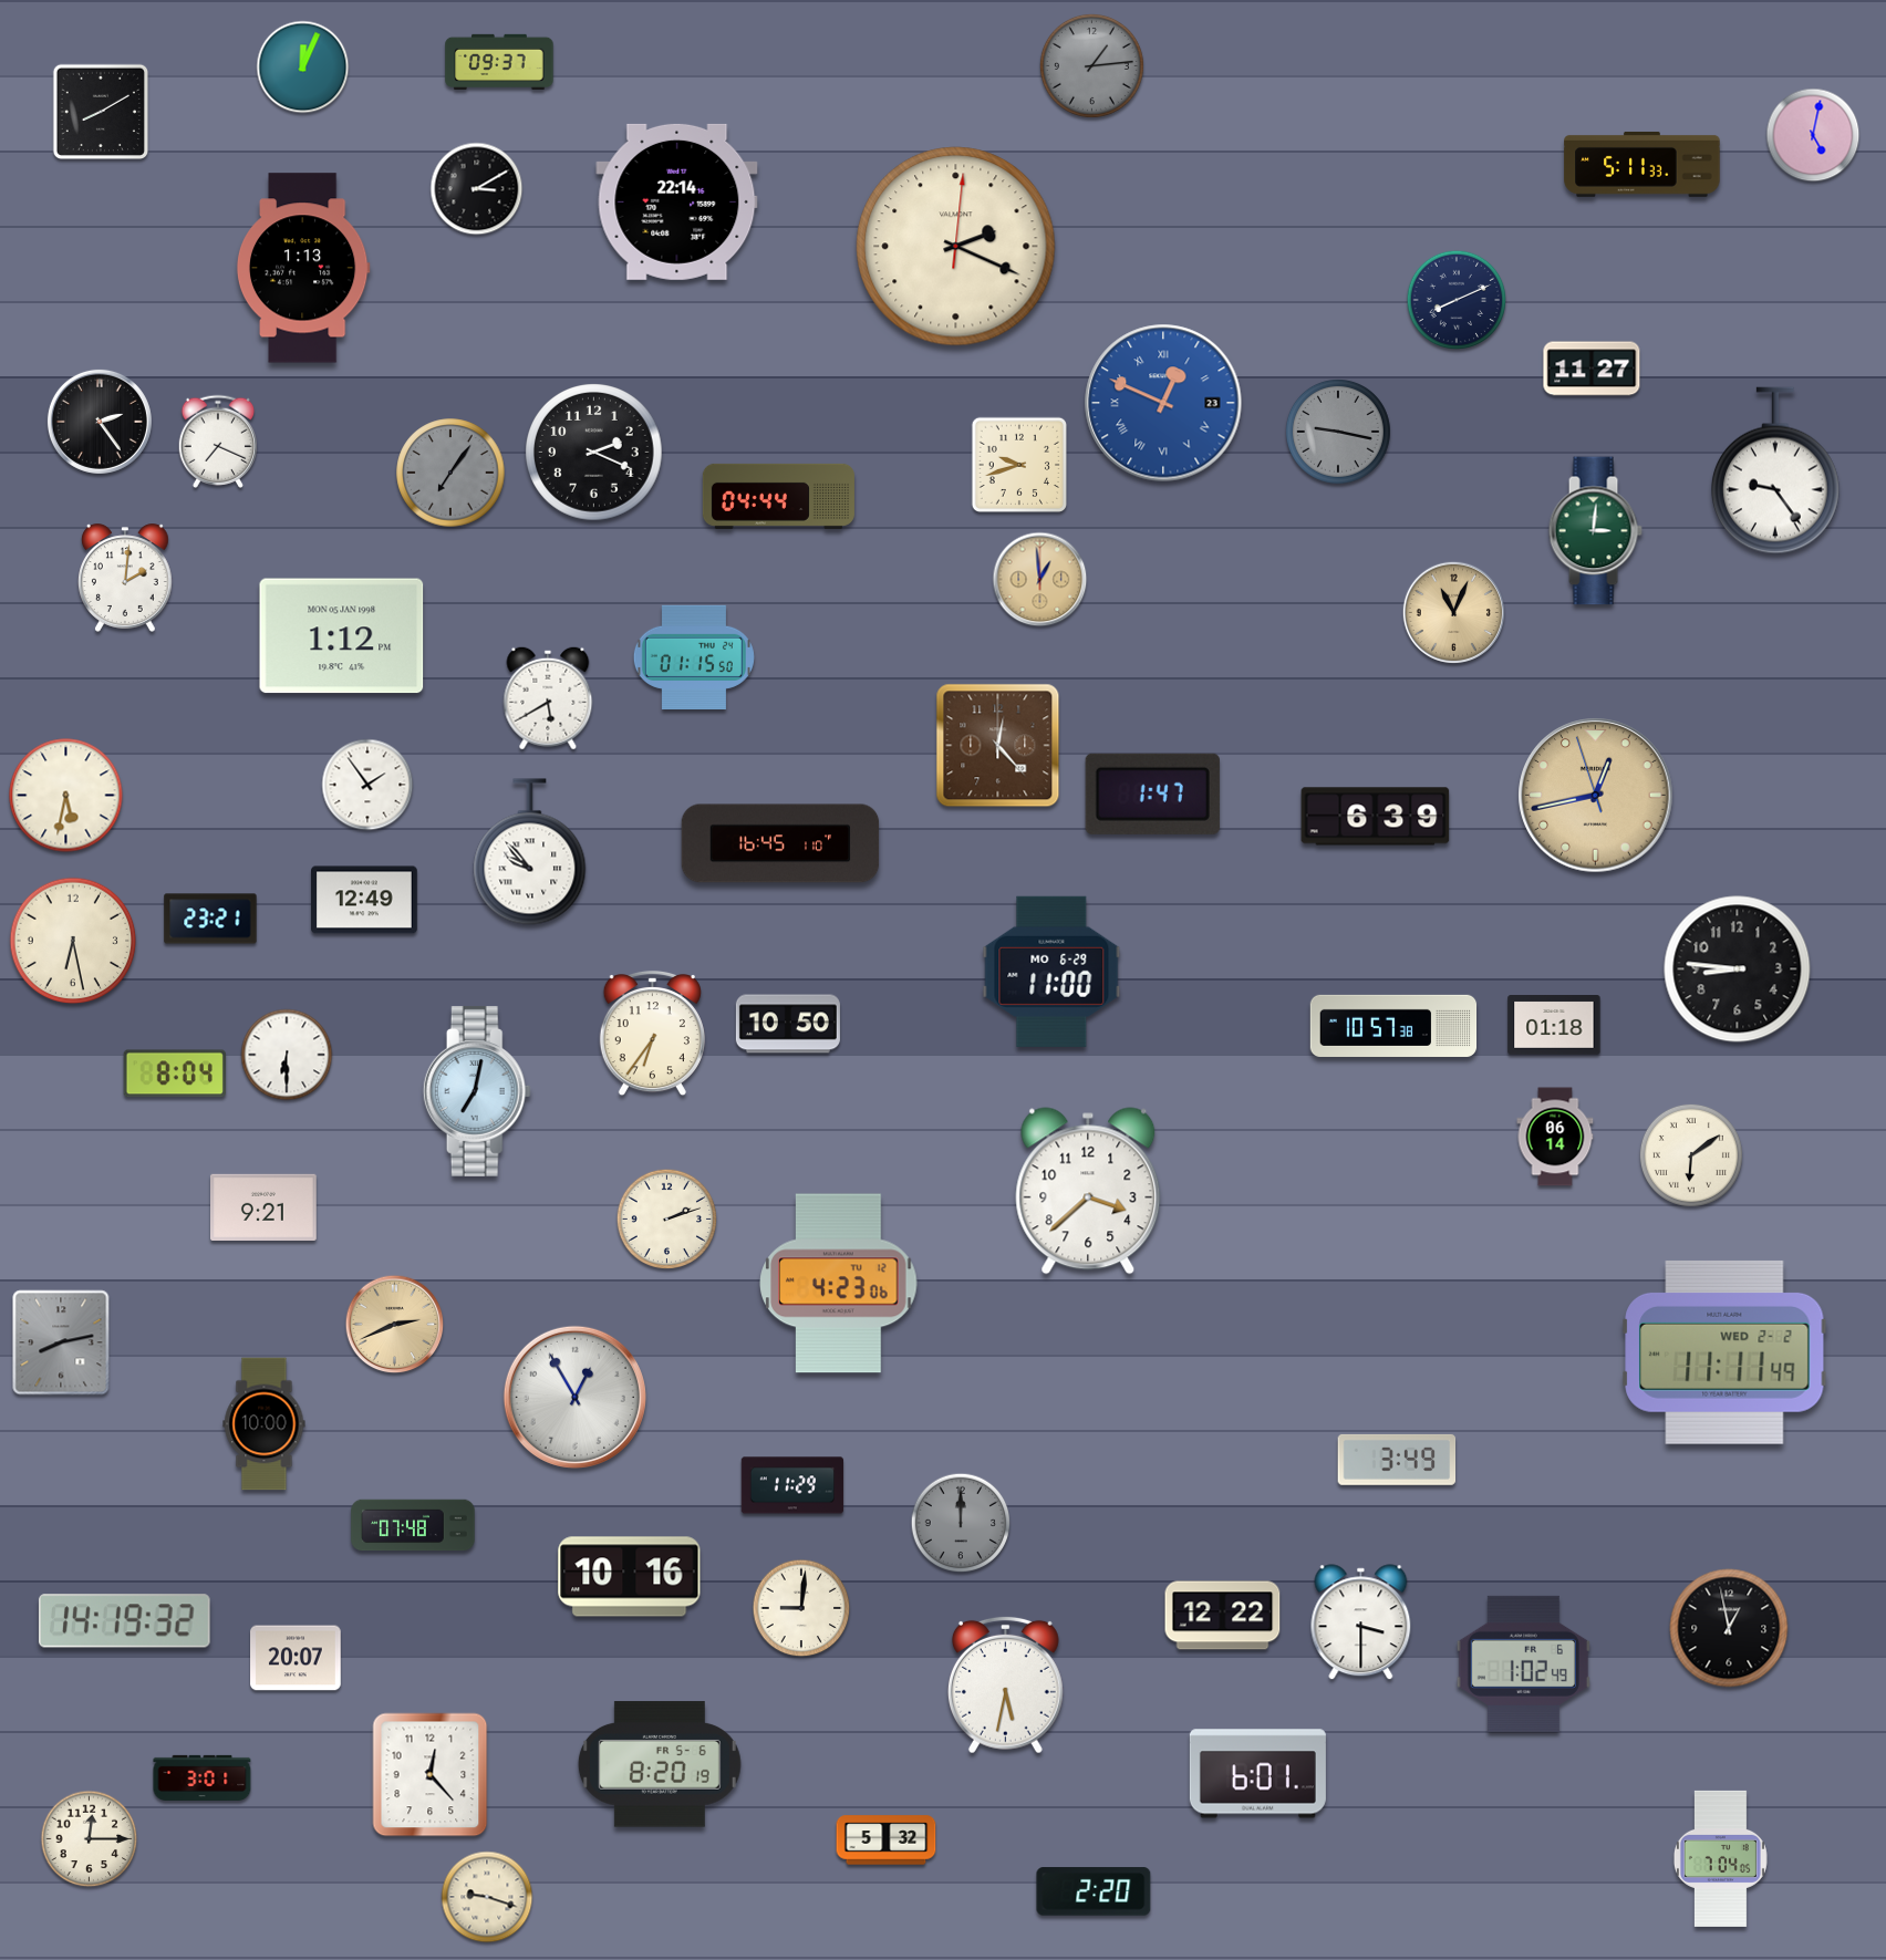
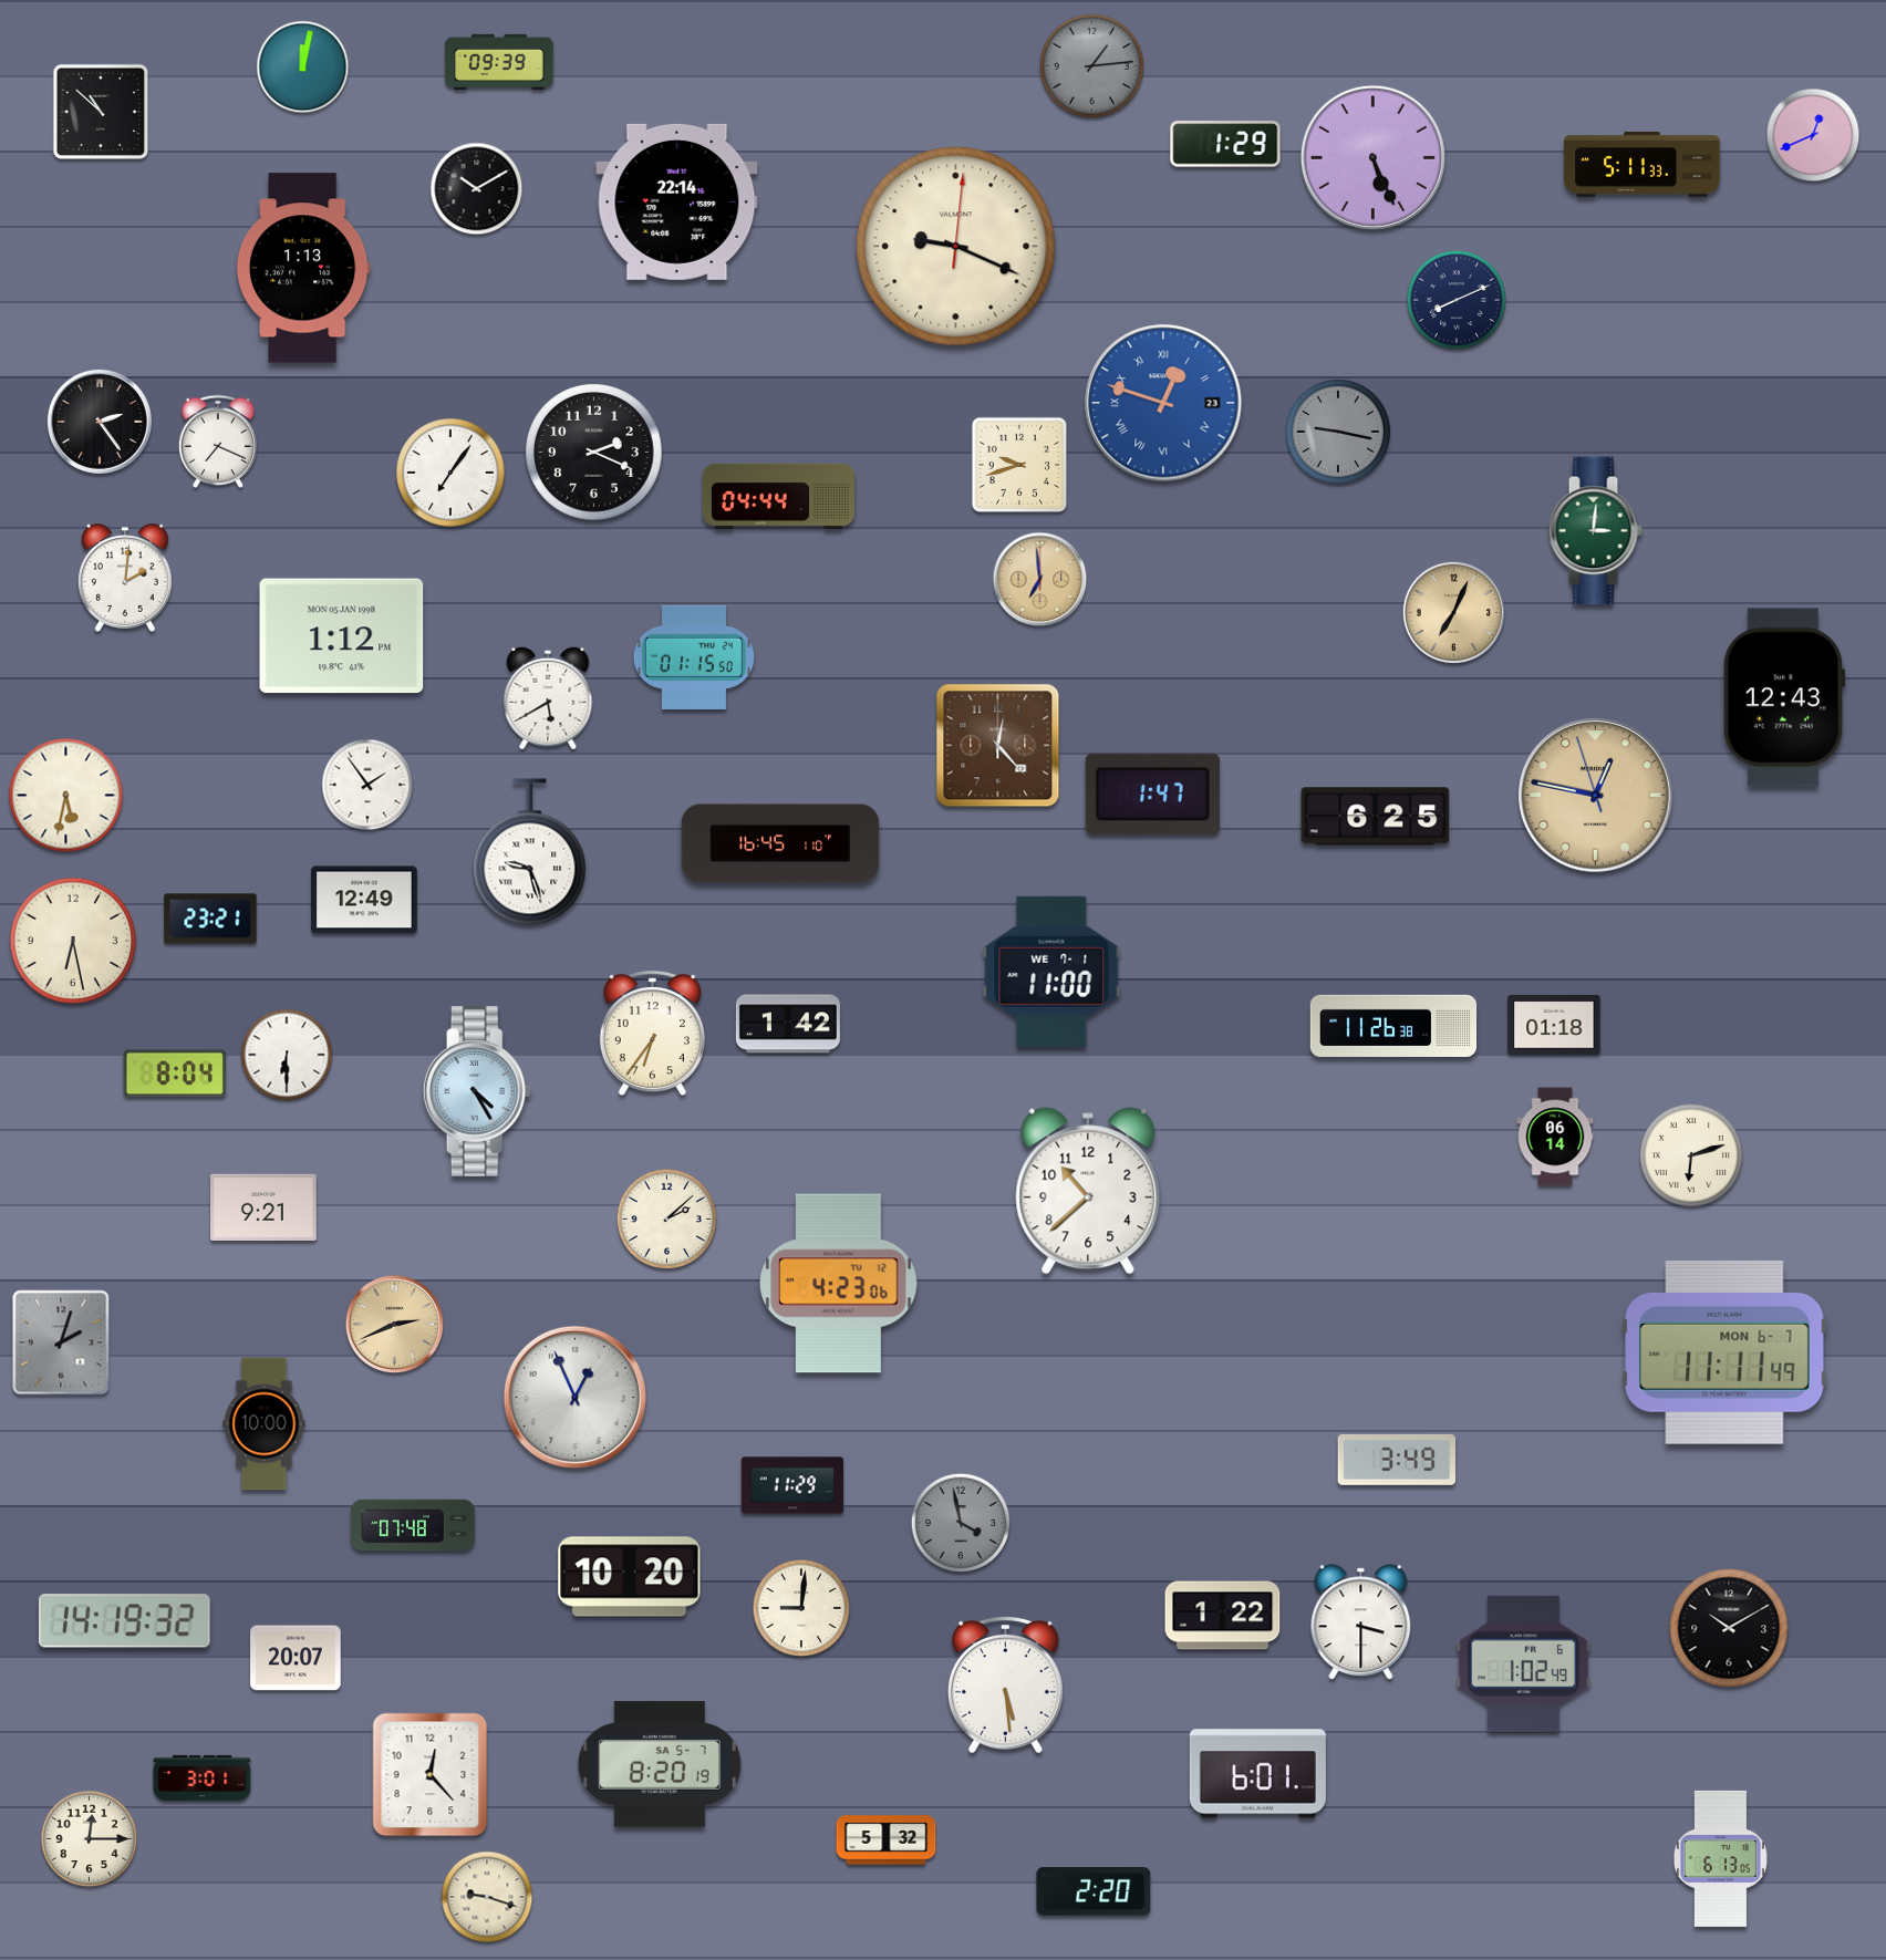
clock at (499, 62): 09:37 -> 09:39
clock at (303, 68): 12:04 -> 12:02
clock at (101, 112): 8:10 -> 10:52
clock at (1813, 135): 5:02 -> 12:41
clock at (1225, 144): none -> 1:29
clock at (1372, 157): none -> 5:26
clock at (477, 189): 3:10 -> 10:10
clock at (956, 247): 2:19 -> 9:19
clock at (1592, 369): 11:27 -> none
clock at (1163, 403): 12:49 -> 12:48
clock at (1776, 470): 9:24 -> none
clock at (450, 473) dial: grey -> white
clock at (1040, 580): 12:59 -> 6:59
clock at (1453, 612): 11:04 -> 7:04
clock at (1784, 697): none -> 12:43
clock at (1596, 796): 12:42 -> 12:46
clock at (1376, 817): 6:39 -> 6:25
clock at (530, 852): 9:53 -> 9:27
clock at (1738, 969): 8:46 -> none
clock at (1051, 972) date: MO 6-29 -> WE 7-1
clock at (788, 1024): 10:50 -> 1:42
clock at (1393, 1026): 10:57 -> 11:26
clock at (477, 1091): 7:02 -> 4:25
clock at (1691, 1155): 6:09 -> 6:12
clock at (1088, 1191): 3:38 -> 10:38
clock at (666, 1218): 2:12 -> 2:08
clock at (61, 1342): 8:13 -> 2:03
clock at (1724, 1352) date: WED 2-2 -> MON 6-7
clock at (574, 1397): 12:55 -> 12:56
clock at (961, 1523): 12:00 -> 3:58
clock at (630, 1577): 10:16 -> 10:20
clock at (1223, 1616): 12:22 -> 1:22
clock at (1729, 1628): 12:58 -> 10:10
clock at (1005, 1684): 5:32 -> 5:29
clock at (660, 1764) date: FR 5-6 -> SA 5-7
clock at (1720, 1858): 7:04 -> 6:13
